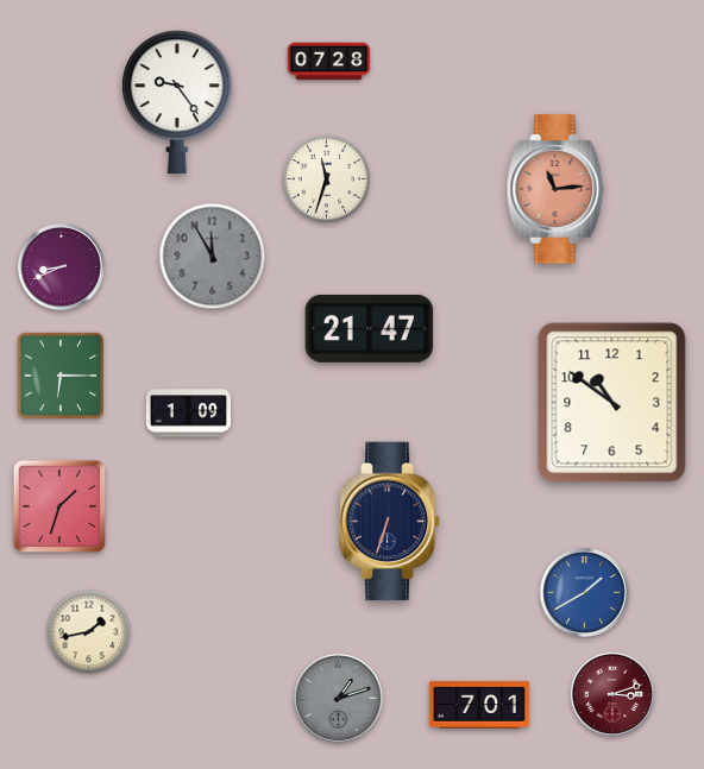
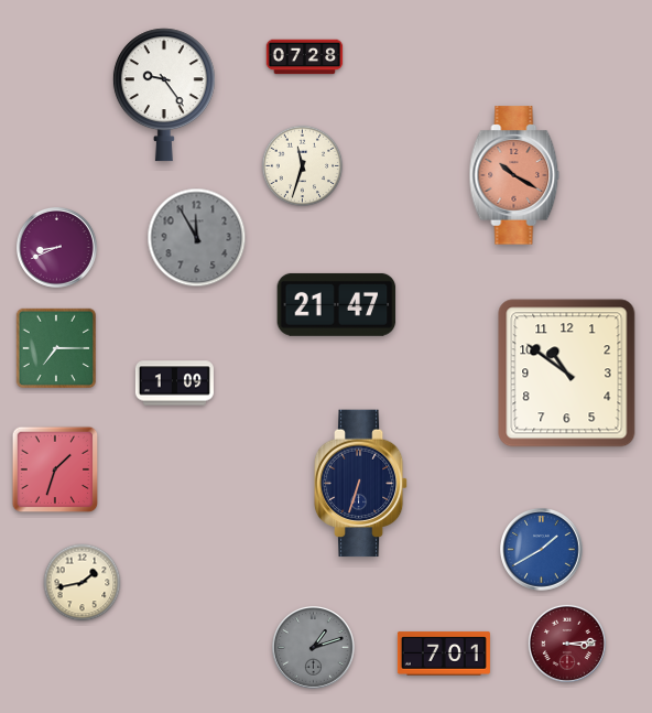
clock at (555, 189): 11:14 -> 10:20
clock at (370, 328) position: (370, 328) -> (337, 304)
clock at (61, 376): 6:15 -> 7:15
clock at (89, 632) position: (89, 632) -> (83, 583)
clock at (612, 694): 3:12 -> 3:14
